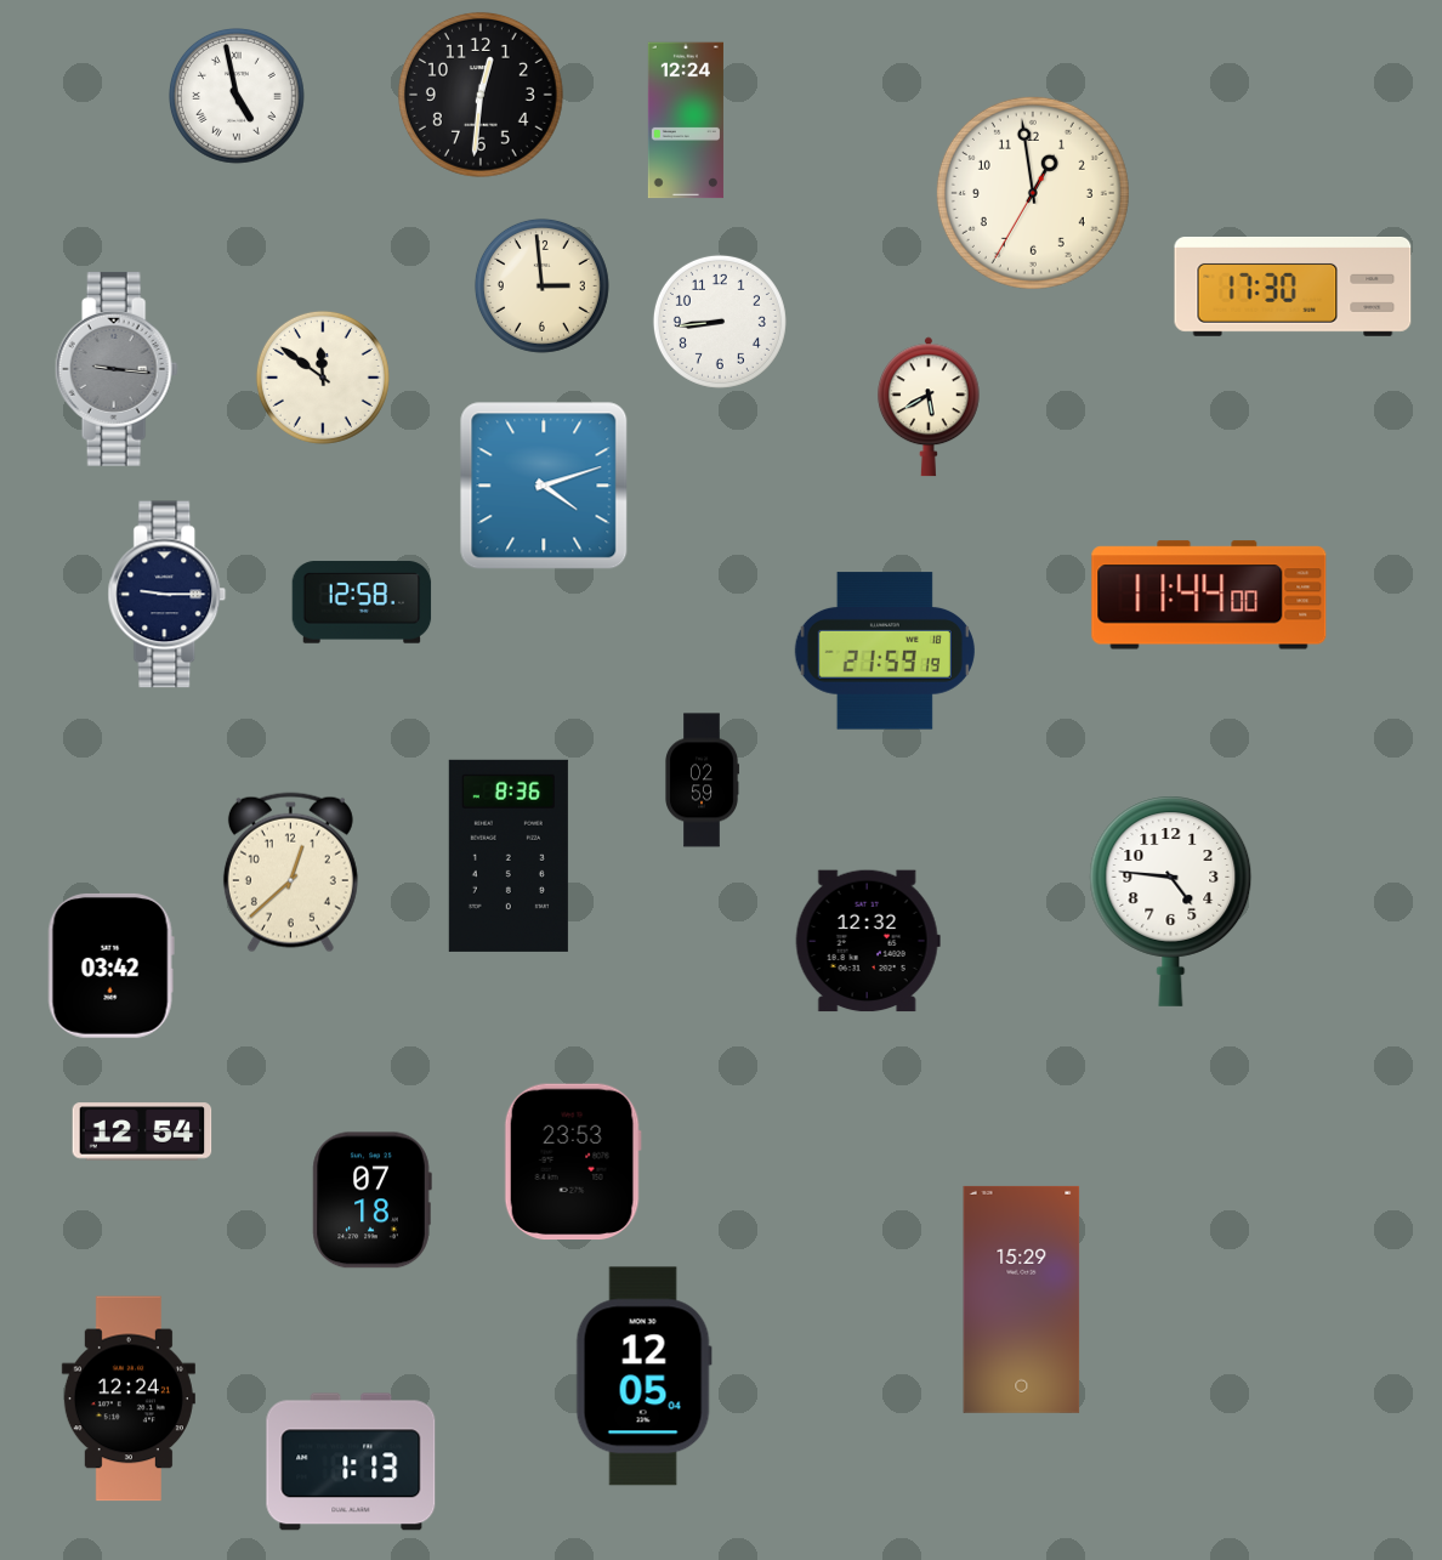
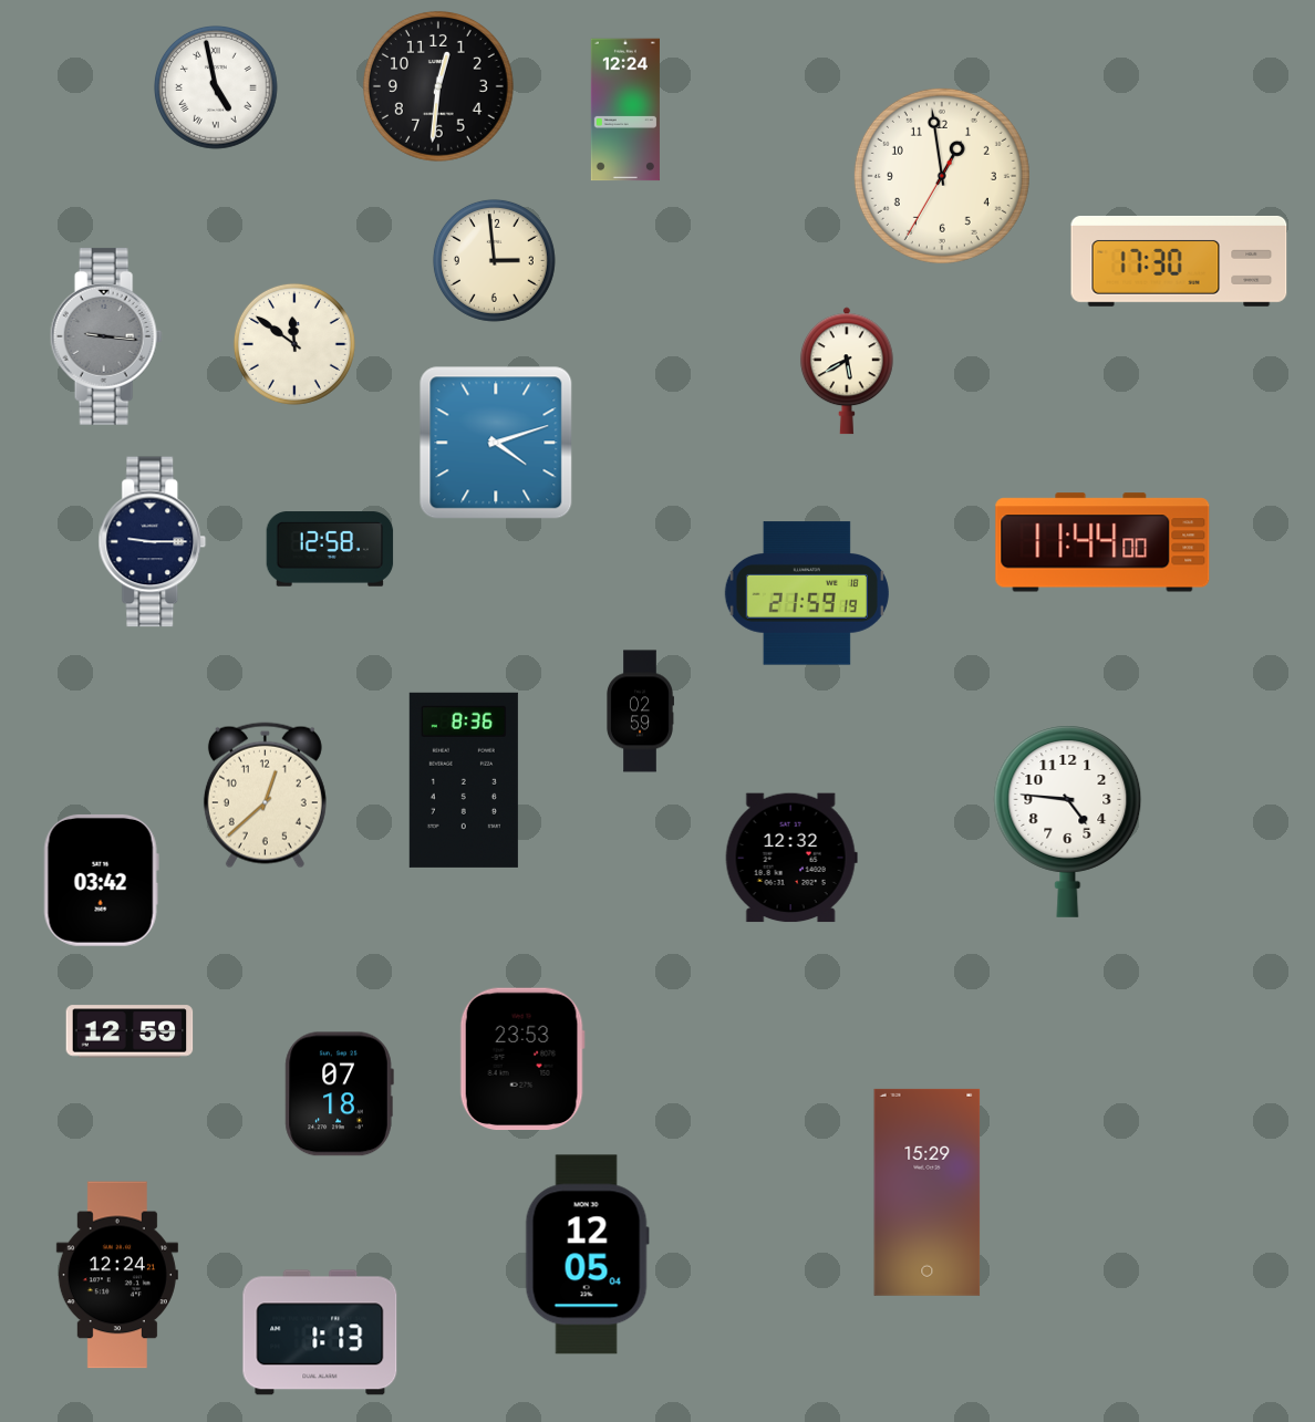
clock at (720, 322): 8:44 -> none
clock at (142, 1131): 12:54 -> 12:59
clock at (1022, 1299) position: (1022, 1299) -> (928, 1192)
